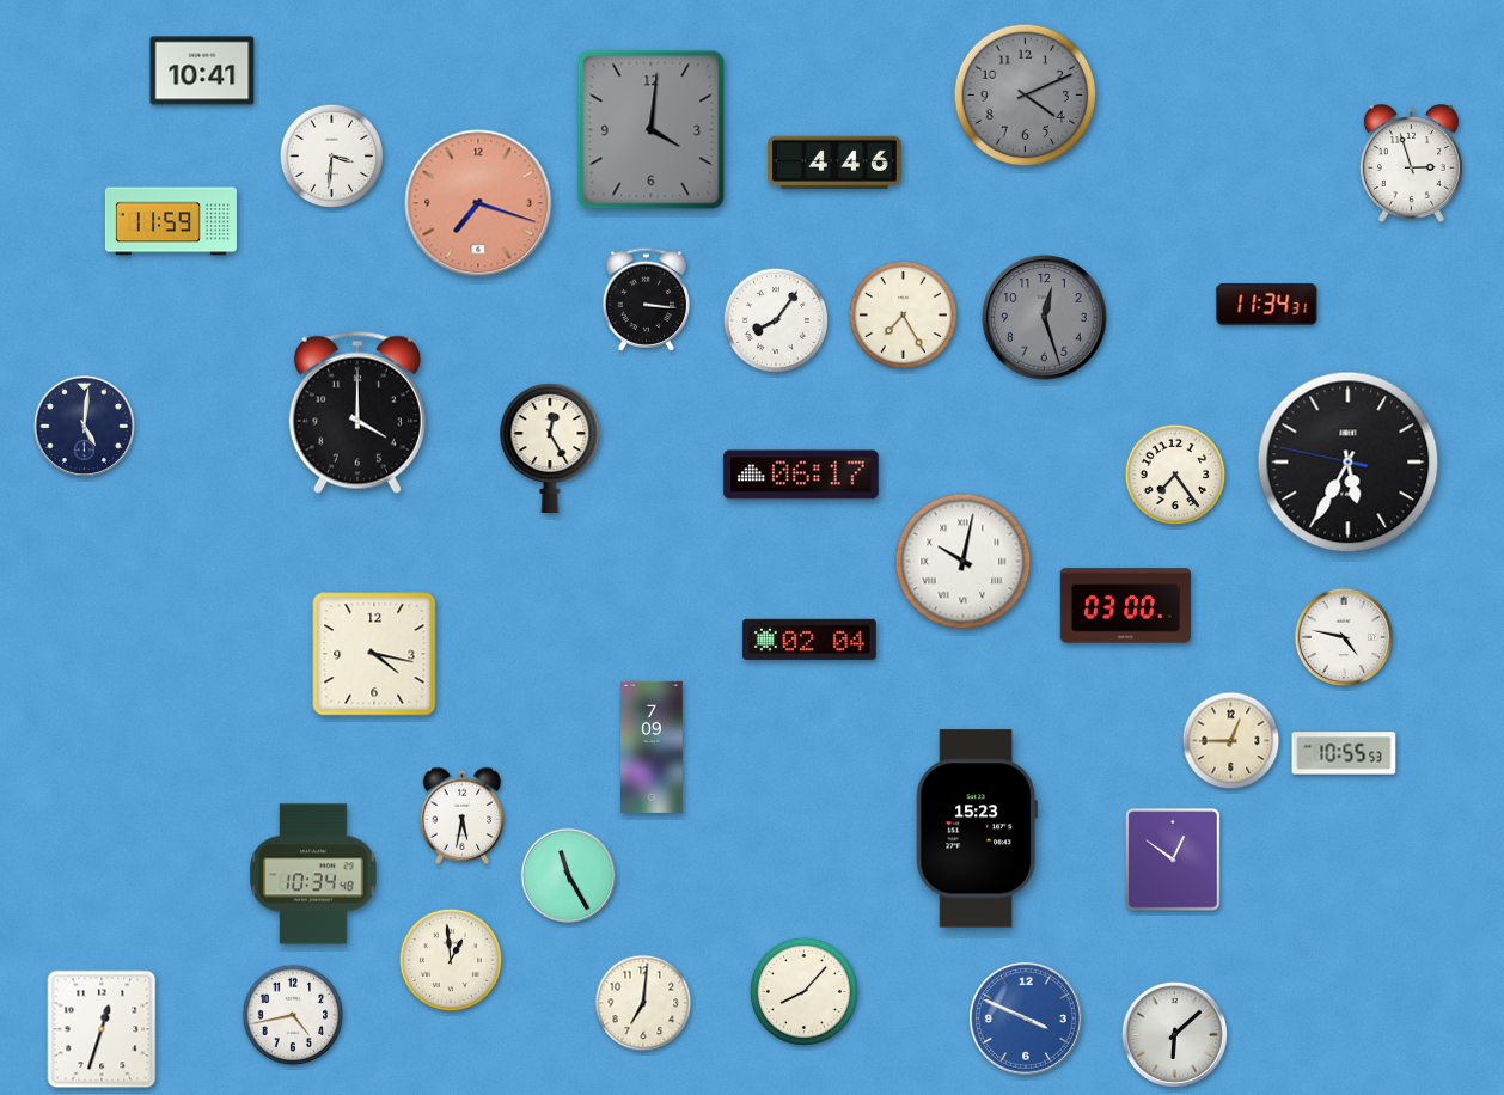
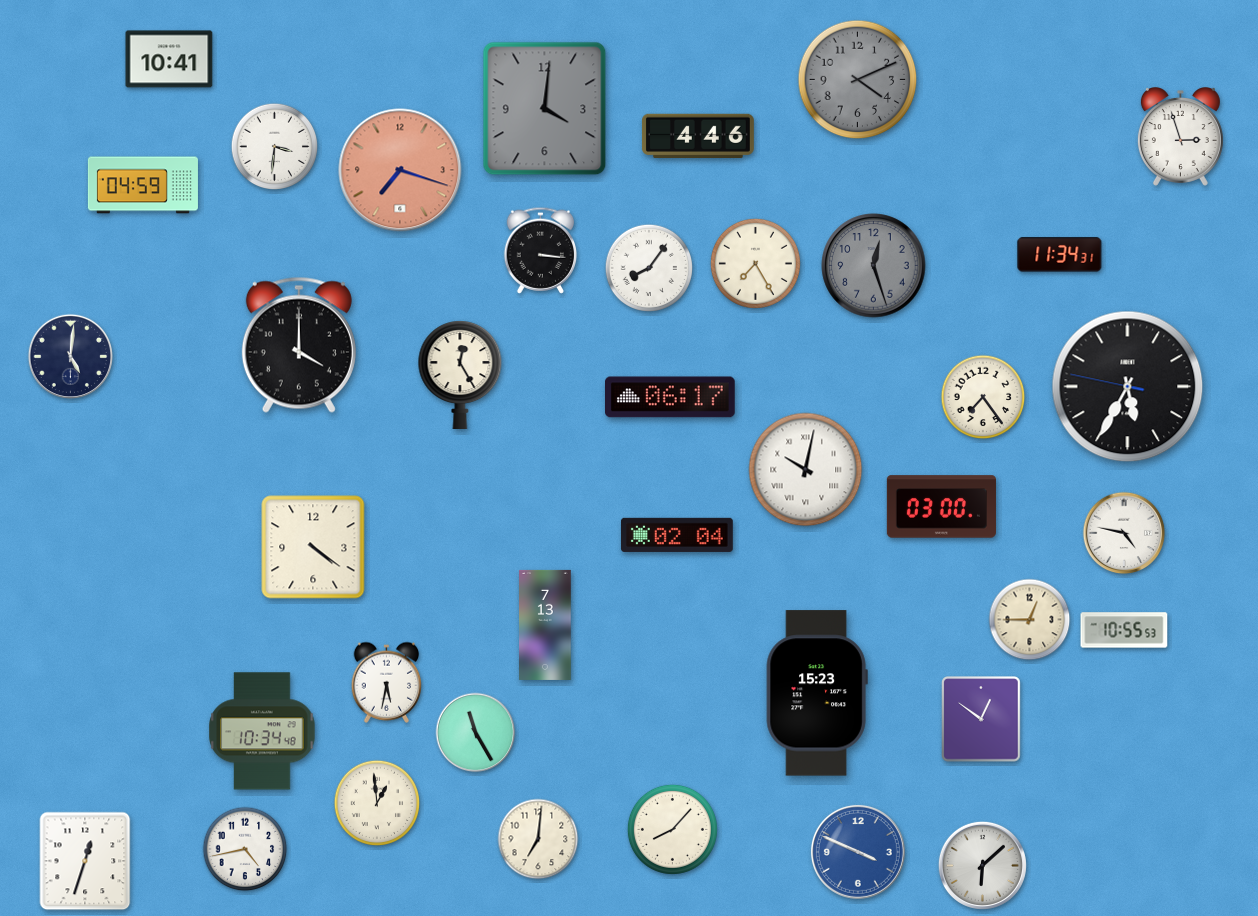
clock at (332, 157) position: (332, 157) -> (275, 147)
clock at (171, 221): 11:59 -> 04:59
clock at (374, 654): 4:17 -> 4:21
clock at (653, 747): 7:09 -> 7:13
